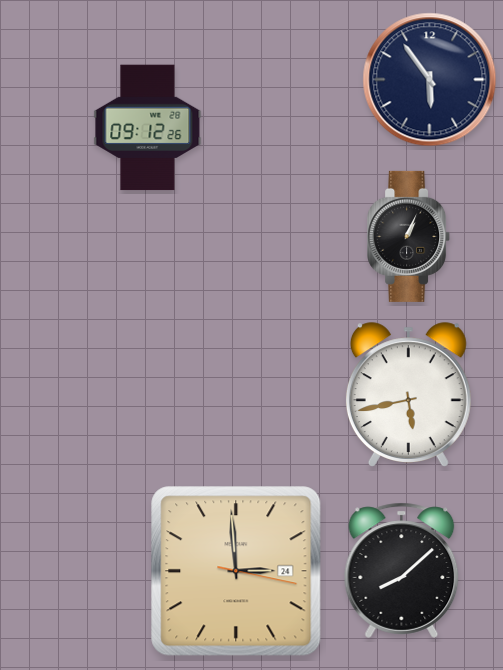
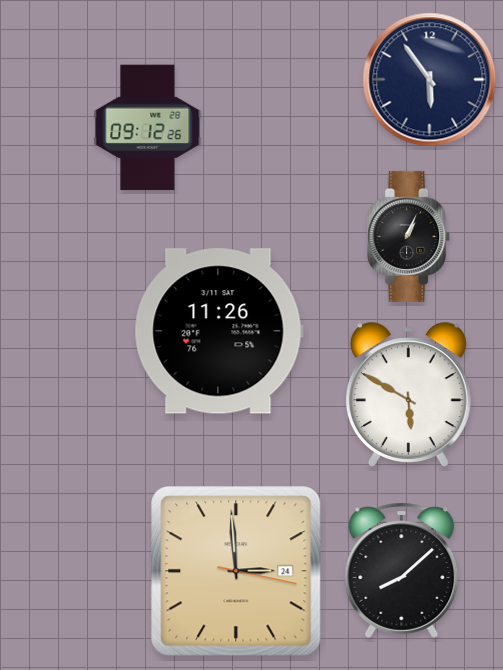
clock at (219, 331): none -> 11:26
clock at (408, 395): 5:43 -> 5:50
